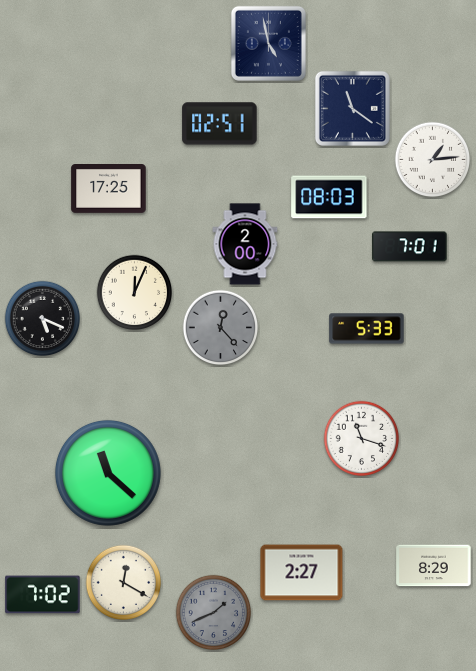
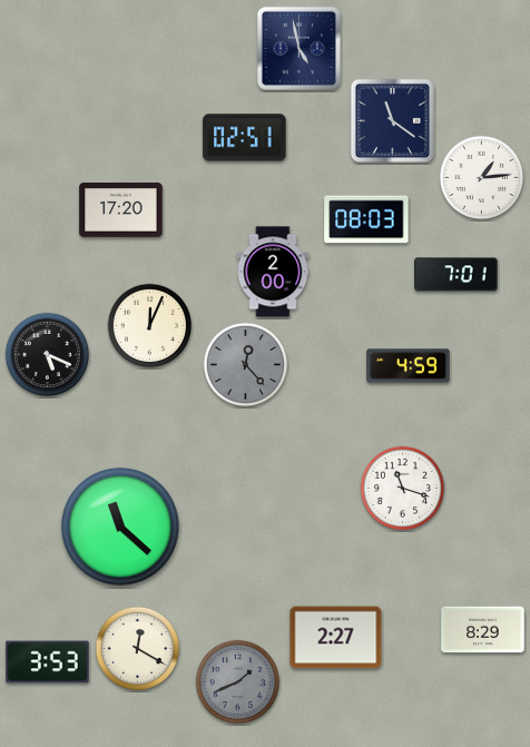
clock at (109, 189): 17:25 -> 17:20
clock at (367, 329): 5:33 -> 4:59
clock at (43, 595): 7:02 -> 3:53
